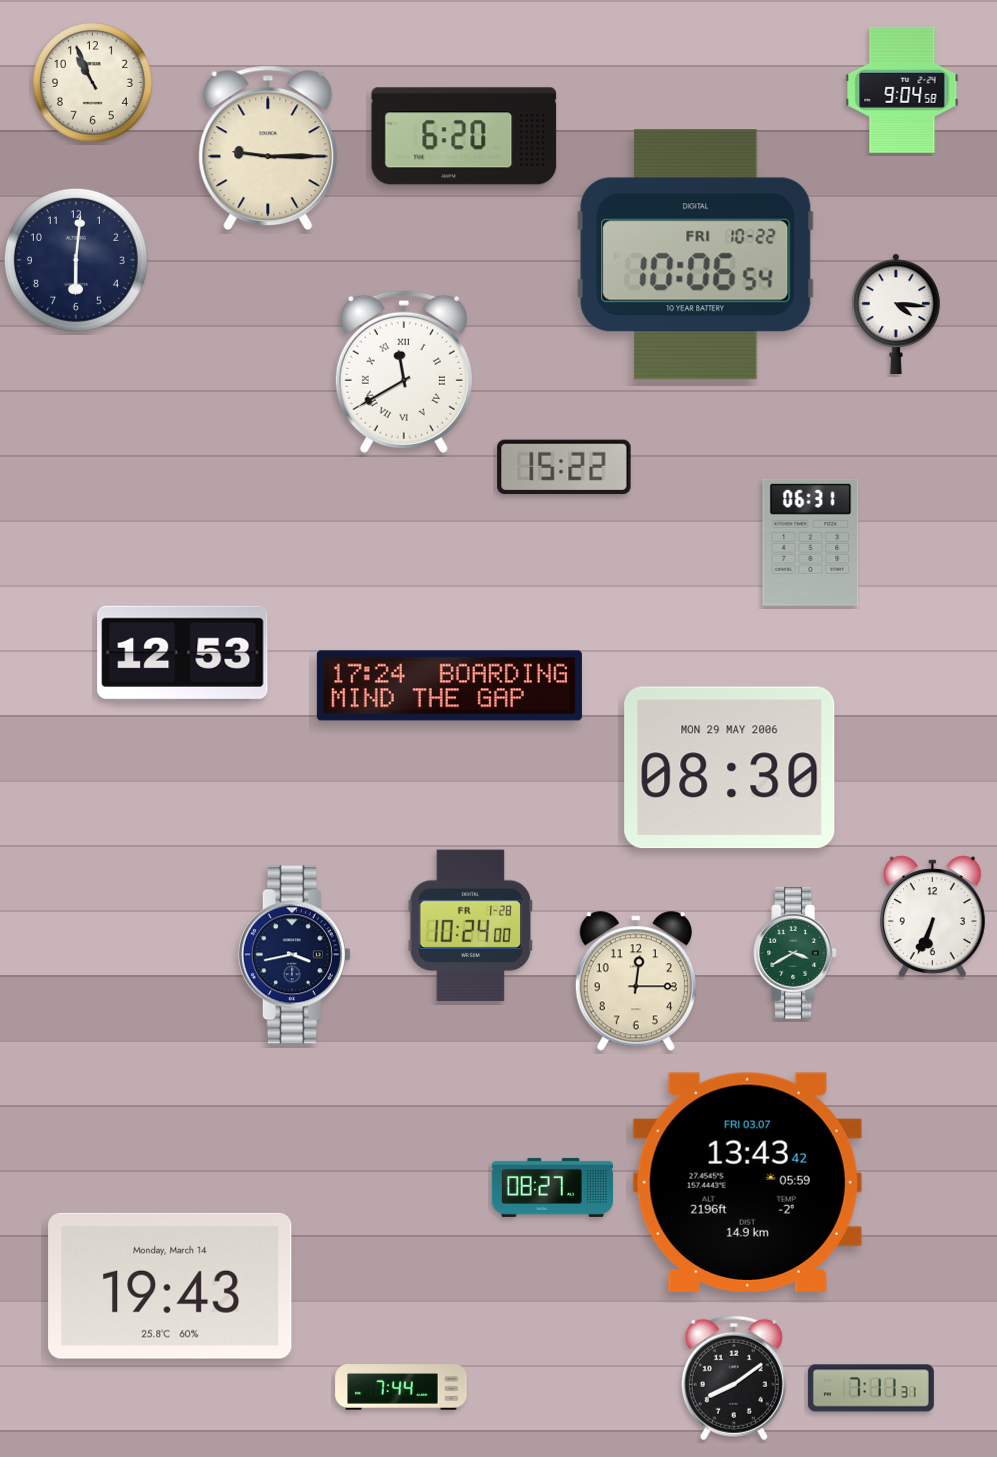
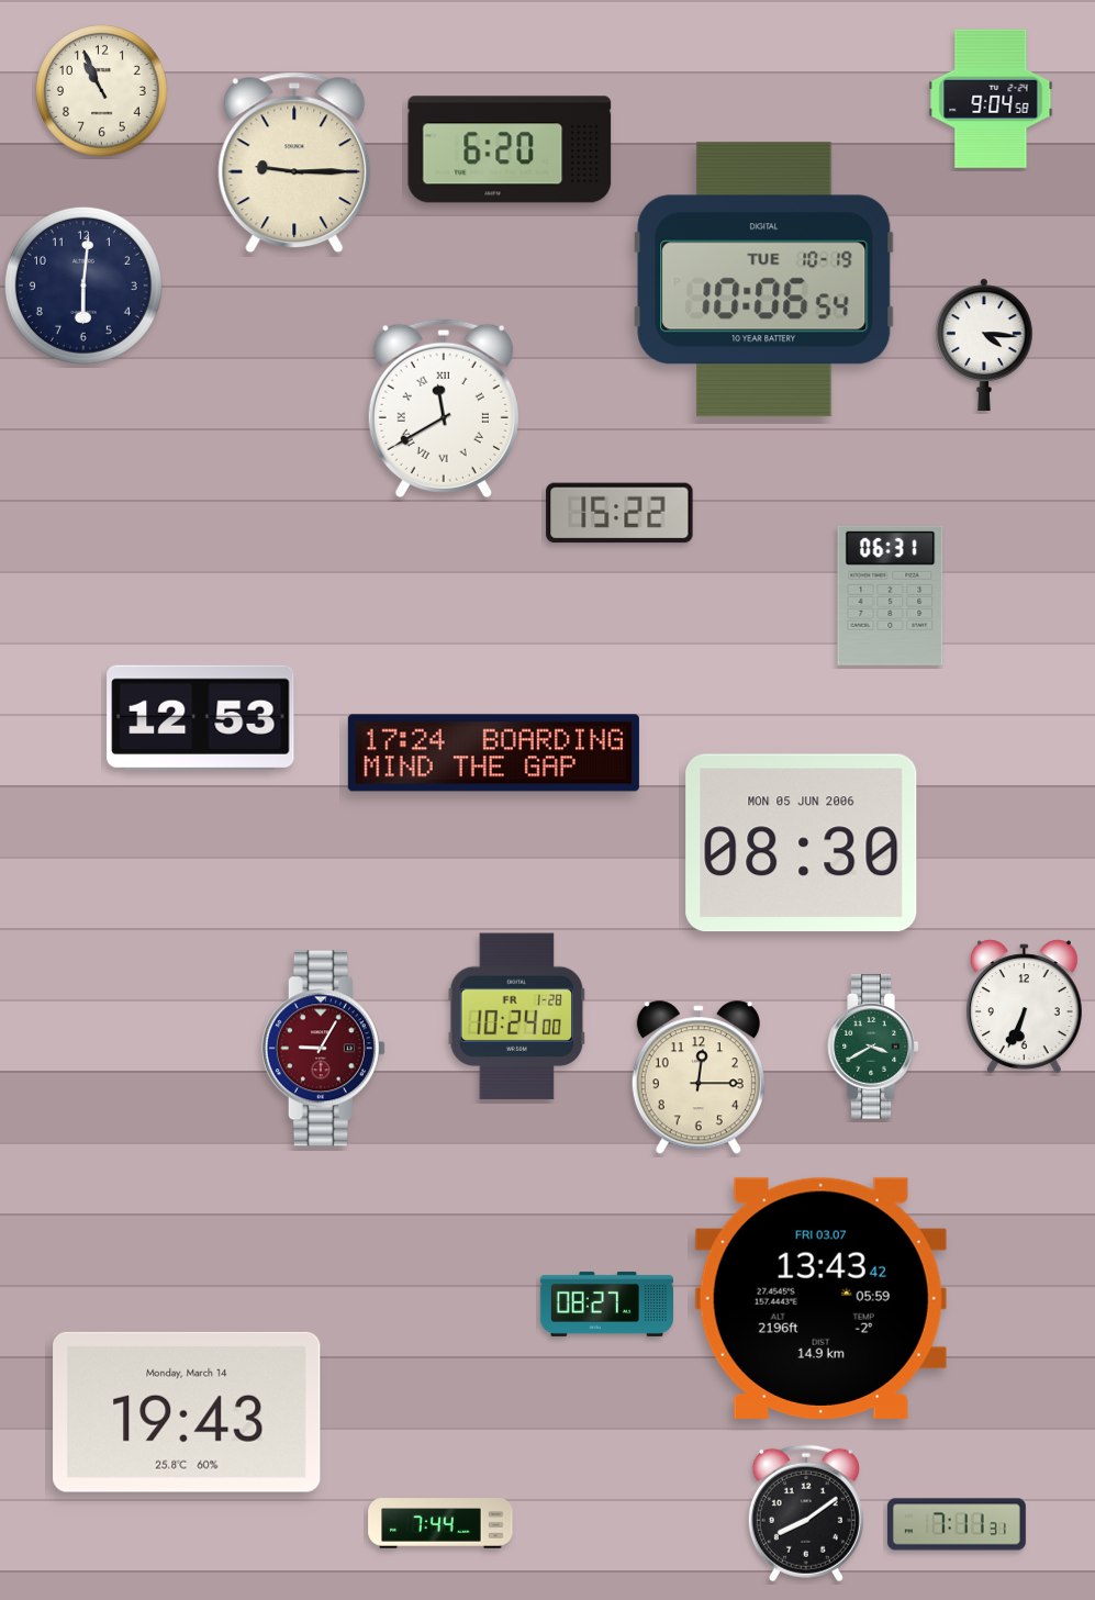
clock at (696, 255) date: FRI 10-22 -> TUE 10-19
clock at (730, 768) date: MON 29 MAY 2006 -> MON 05 JUN 2006
clock at (294, 955): 3:43 -> 9:05
clock at (294, 955) dial: navy -> burgundy
